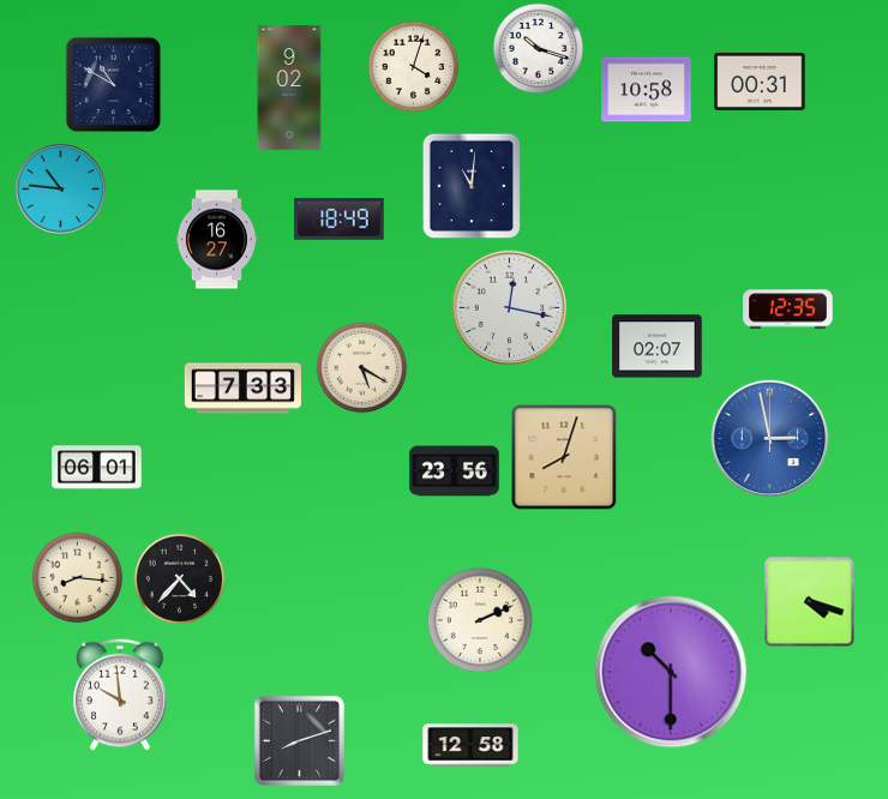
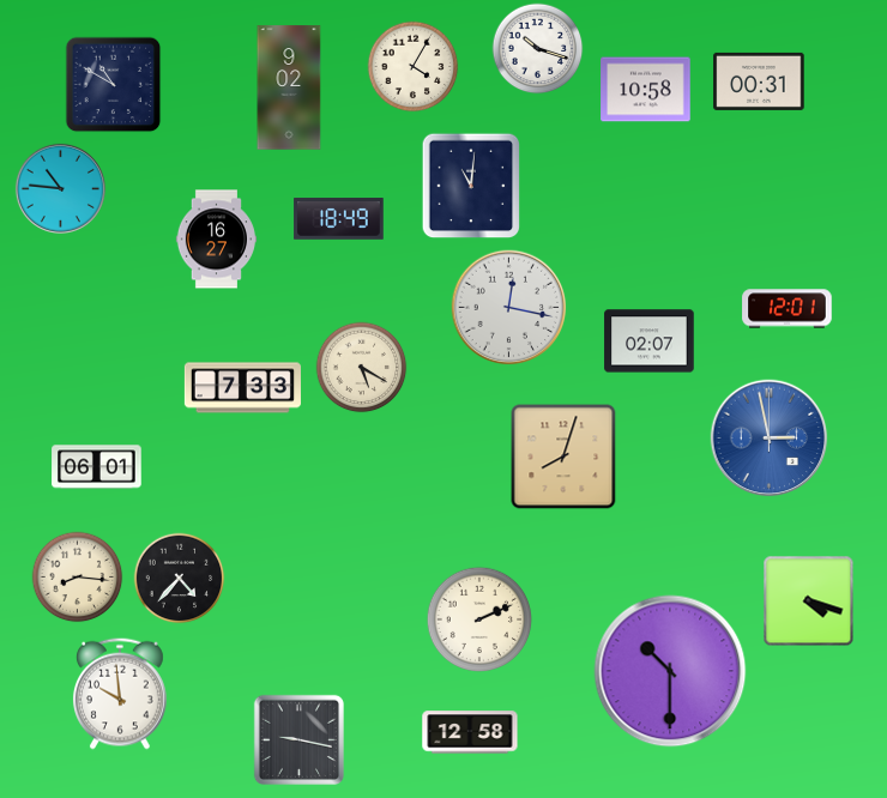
clock at (414, 67): 4:03 -> 4:05
clock at (788, 310): 12:35 -> 12:01
clock at (658, 347) position: (658, 347) -> (650, 341)
clock at (455, 471): 23:56 -> none
clock at (299, 740): 8:12 -> 9:17
clock at (470, 745) position: (470, 745) -> (470, 732)
